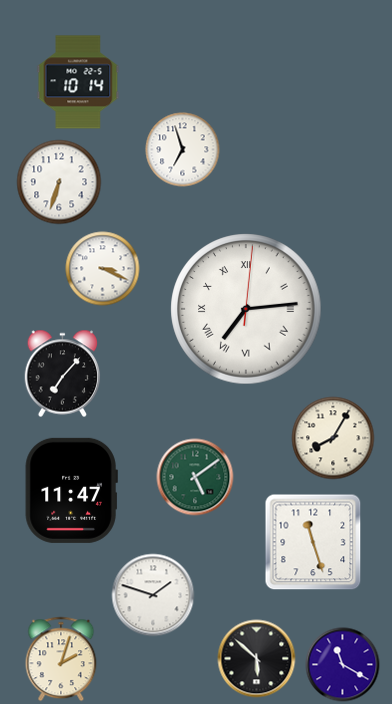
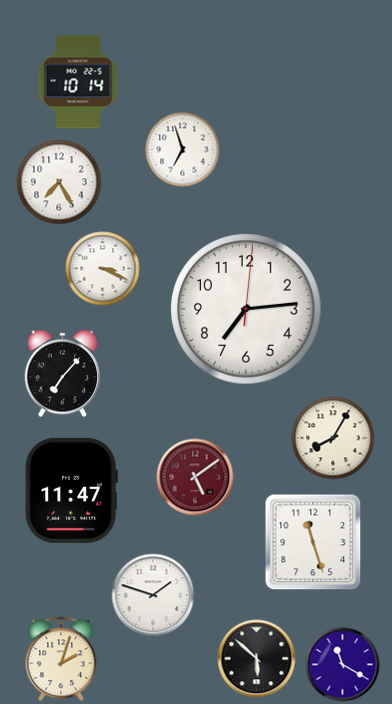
clock at (59, 182): 6:33 -> 7:25
clock at (246, 309) numerals: Roman -> Arabic
clock at (195, 477) dial: green -> burgundy
